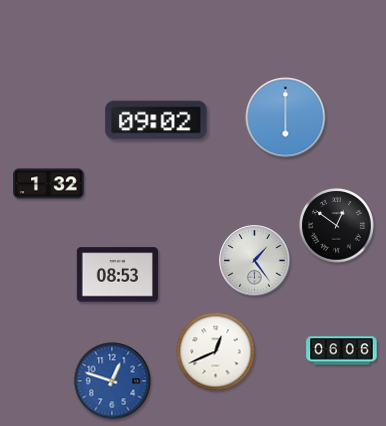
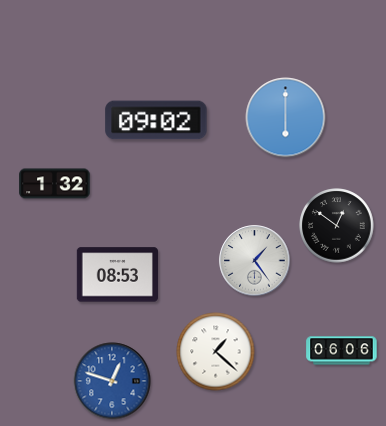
clock at (49, 184) position: (49, 184) -> (55, 184)
clock at (216, 352): 12:41 -> 1:22
